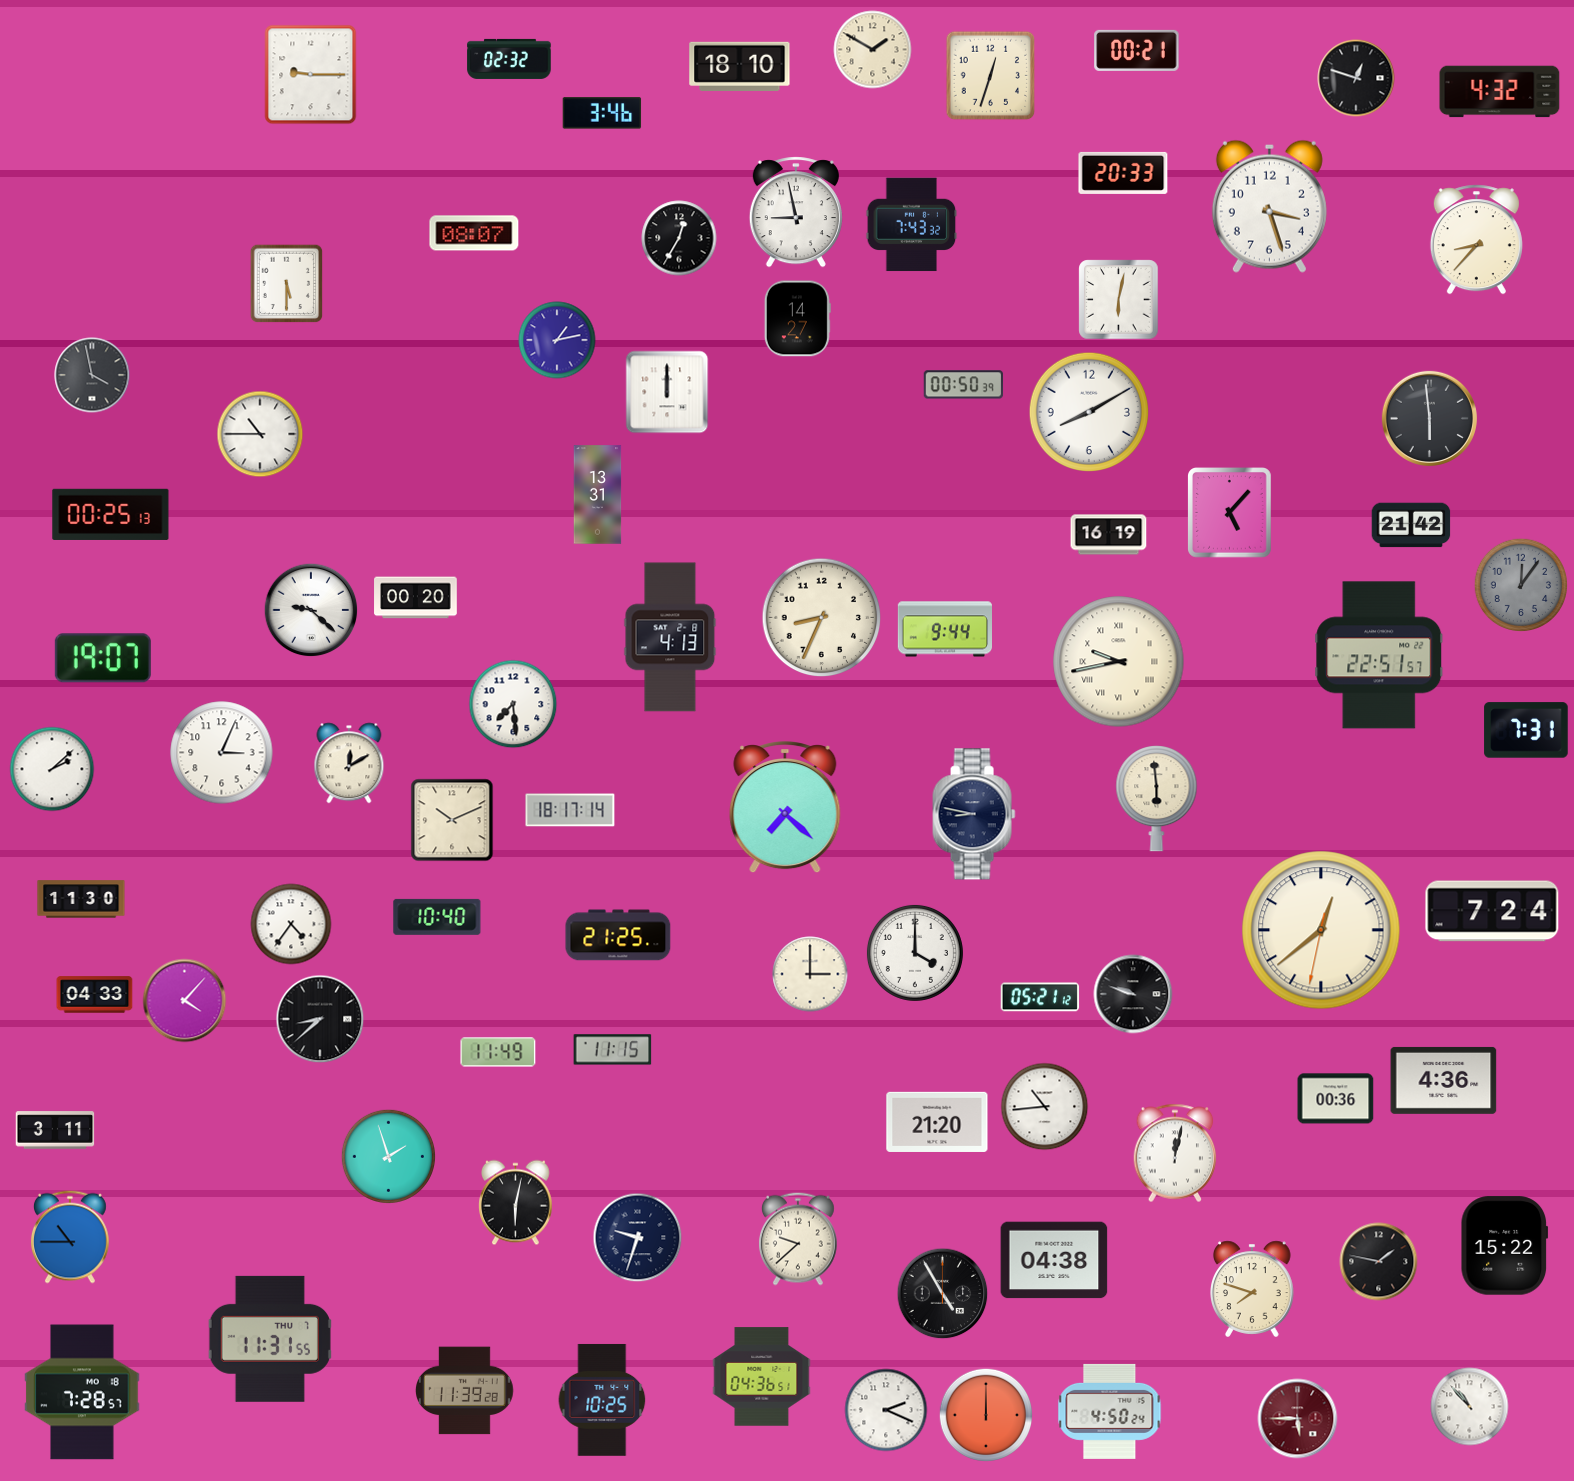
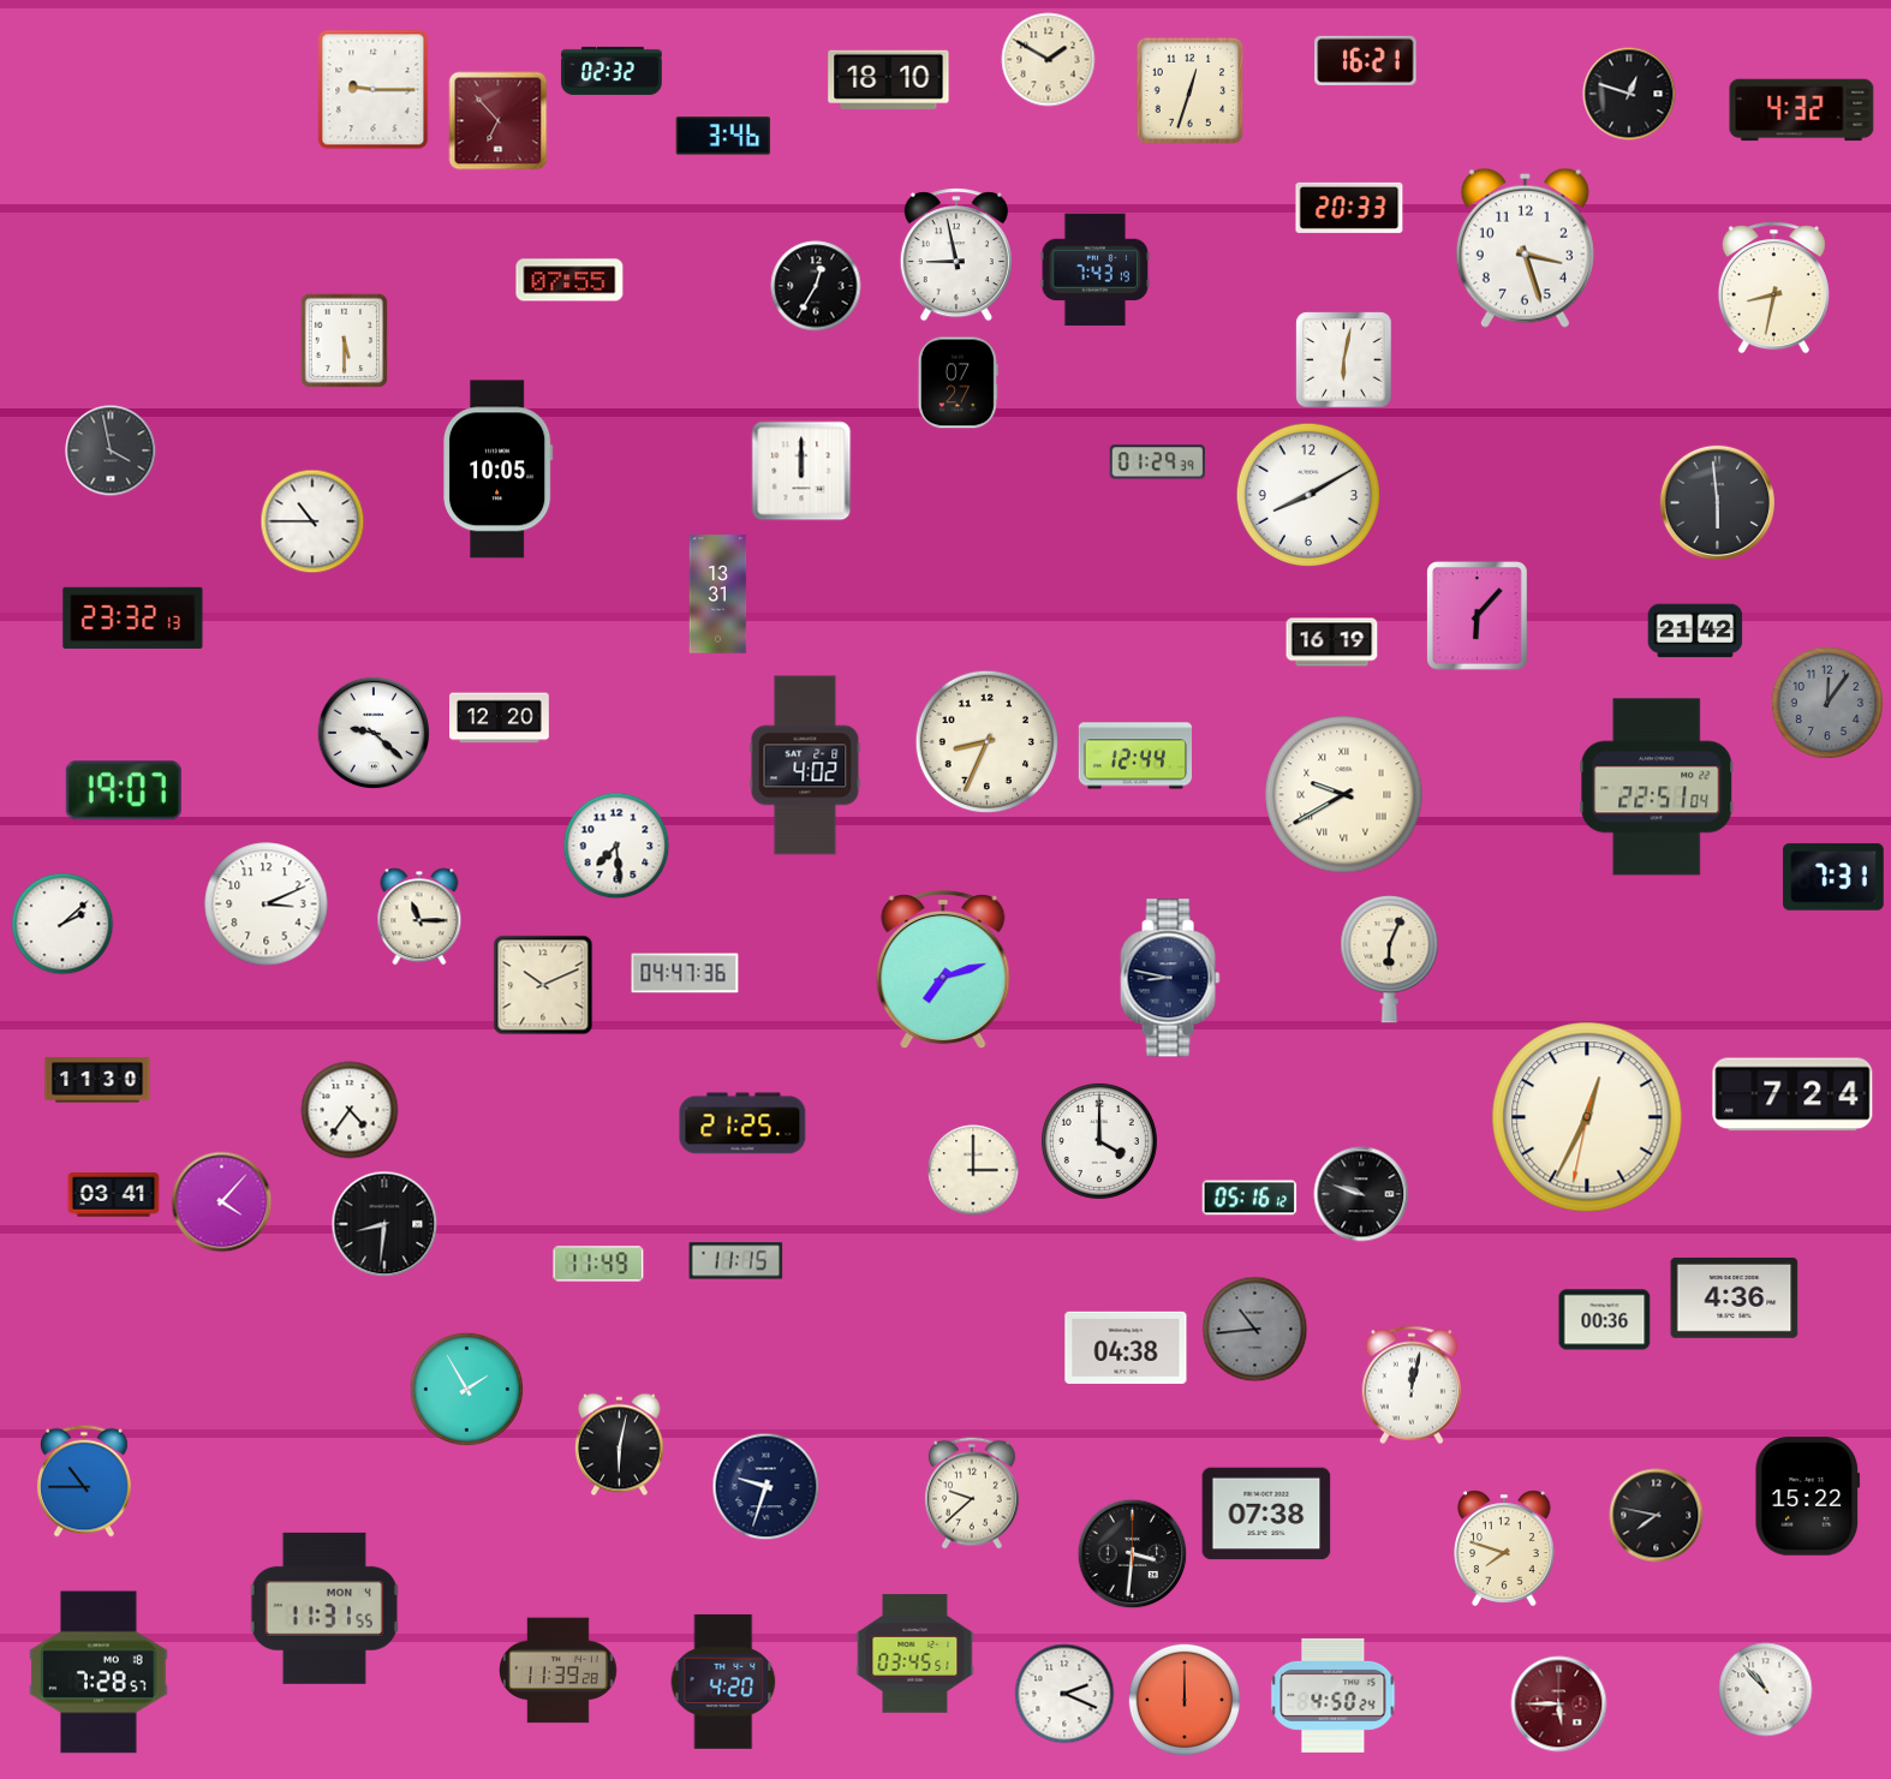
clock at (1137, 50): 00:21 -> 16:21
clock at (499, 121): none -> 6:53
clock at (912, 225): 7:43:32 -> 7:43:19
clock at (474, 233): 08:07 -> 07:55
clock at (1476, 240): 8:37 -> 8:32
clock at (797, 319): 14:27 -> 07:27
clock at (557, 340): 1:13 -> none
clock at (963, 385): 00:50 -> 01:29
clock at (499, 470): none -> 10:05
clock at (1230, 513): 5:07 -> 6:07
clock at (111, 514): 00:25 -> 23:32
clock at (416, 598): 00:20 -> 12:20
clock at (944, 629): 9:44 -> 12:44
clock at (670, 637): 4:13 -> 4:02
clock at (1379, 655): 22:51:57 -> 22:51:04
clock at (1119, 662): 9:43 -> 9:40
clock at (222, 753): 3:04 -> 3:11
clock at (349, 763): 12:10 -> 11:15
clock at (1157, 799): 5:59 -> 6:04
clock at (785, 808): 7:22 -> 7:12
clock at (570, 810): 18:17 -> 04:47
clock at (437, 917): 10:40 -> none
clock at (1321, 930): 12:38 -> 12:34
clock at (915, 953) position: (915, 953) -> (1099, 1141)
clock at (95, 995): 04:33 -> 03:41
clock at (1040, 997): 05:21 -> 05:16
clock at (320, 1019): 8:38 -> 8:31
clock at (1045, 1107) dial: white -> grey
clock at (937, 1122): 21:20 -> 04:38
clock at (55, 1130): 3:11 -> none
clock at (388, 1156): 1:57 -> 1:55
clock at (70, 1237) position: (70, 1237) -> (84, 1481)
clock at (798, 1239) position: (798, 1239) -> (972, 1493)
clock at (1054, 1260): 04:38 -> 07:38
clock at (1379, 1262): 1:47 -> 7:47
clock at (943, 1294): 4:55 -> 3:31
clock at (270, 1339) date: THU 7 -> MON 4
clock at (762, 1377): 04:36 -> 03:45
clock at (602, 1400): 10:25 -> 4:20
